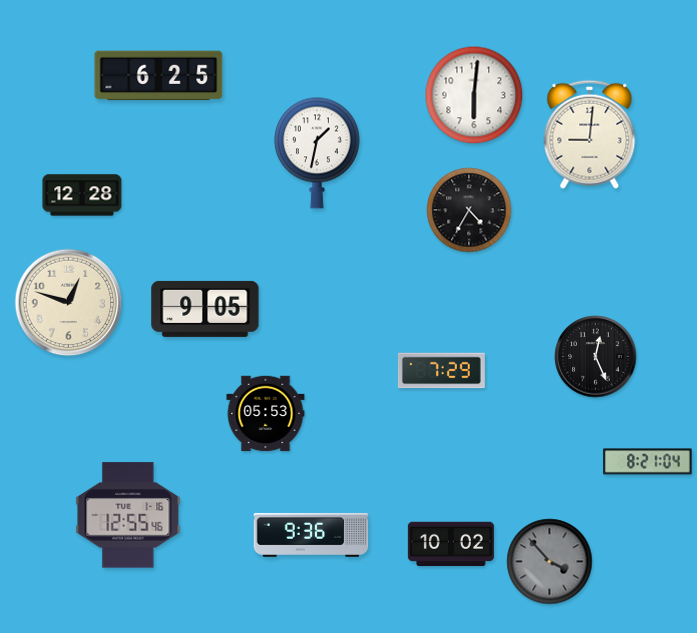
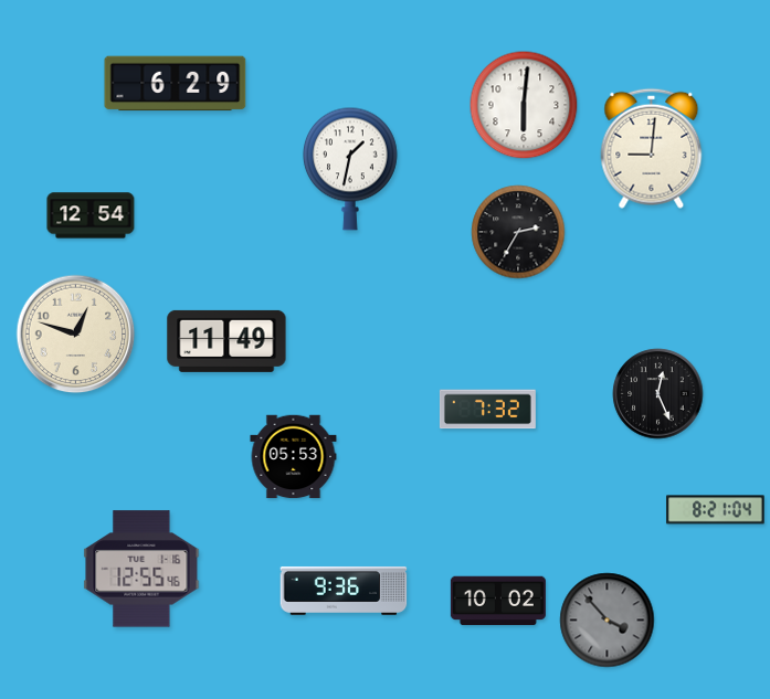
clock at (159, 76): 6:25 -> 6:29
clock at (82, 195): 12:28 -> 12:54
clock at (469, 210): 4:35 -> 2:35
clock at (205, 309): 9:05 -> 11:49
clock at (441, 371): 7:29 -> 7:32
